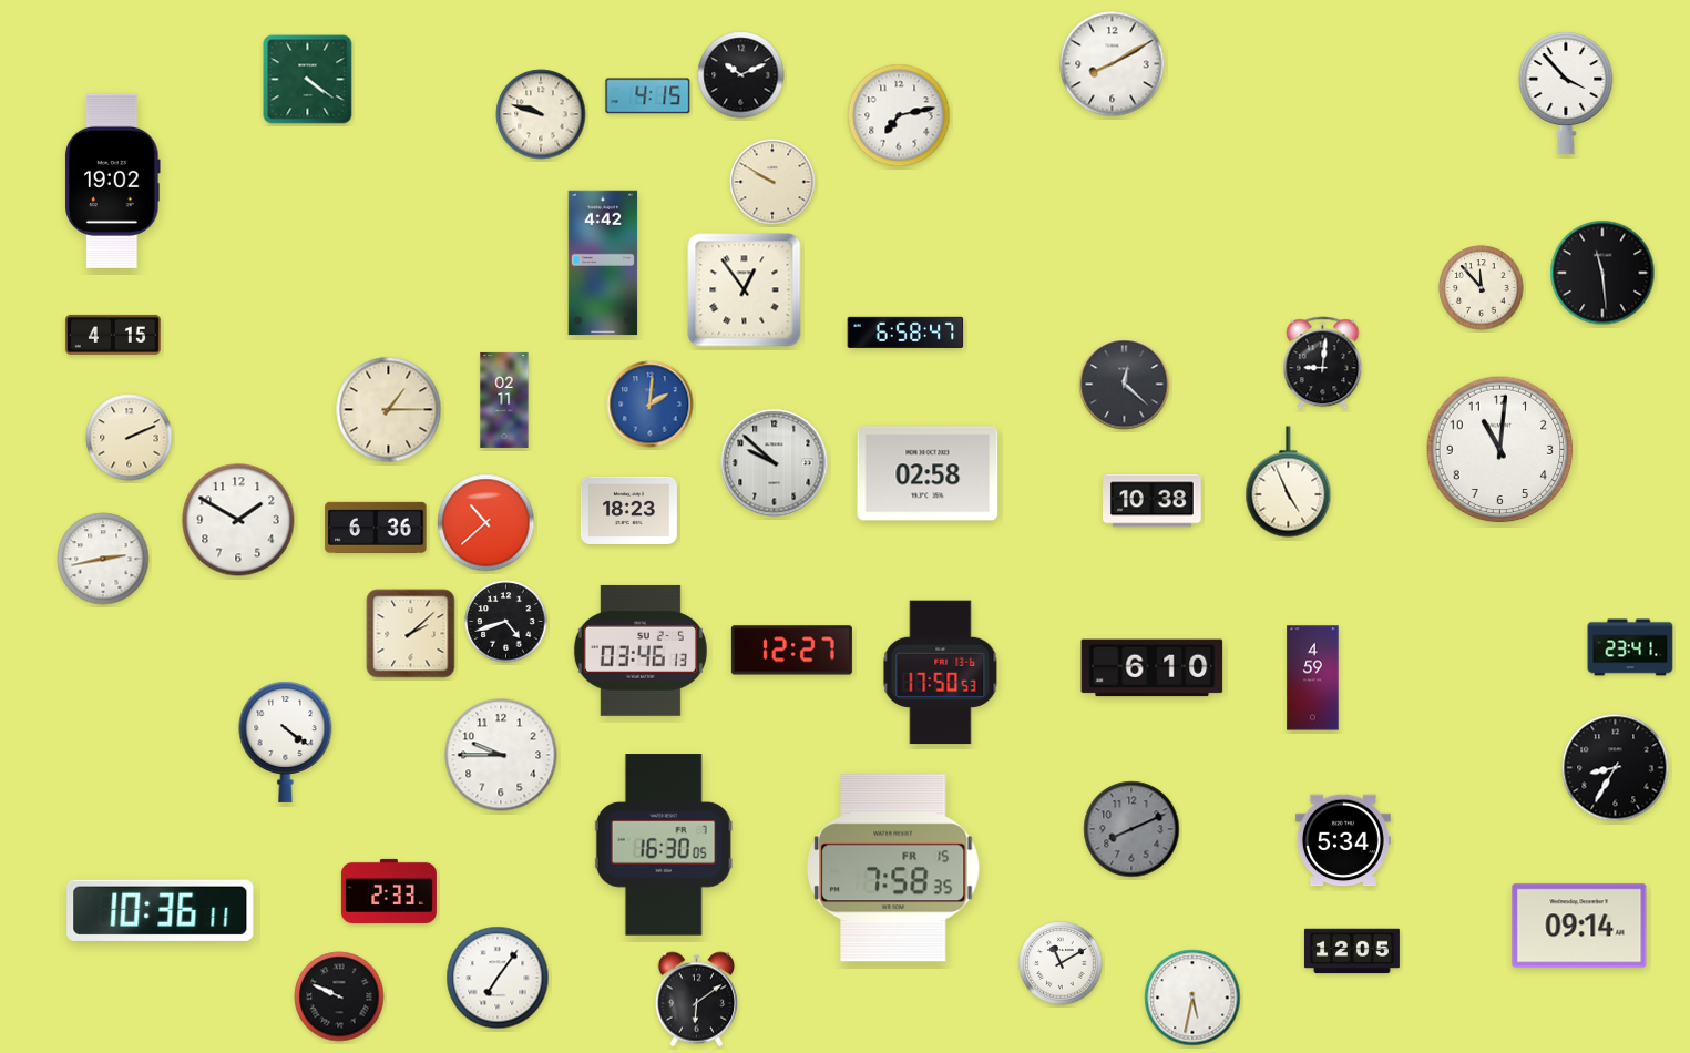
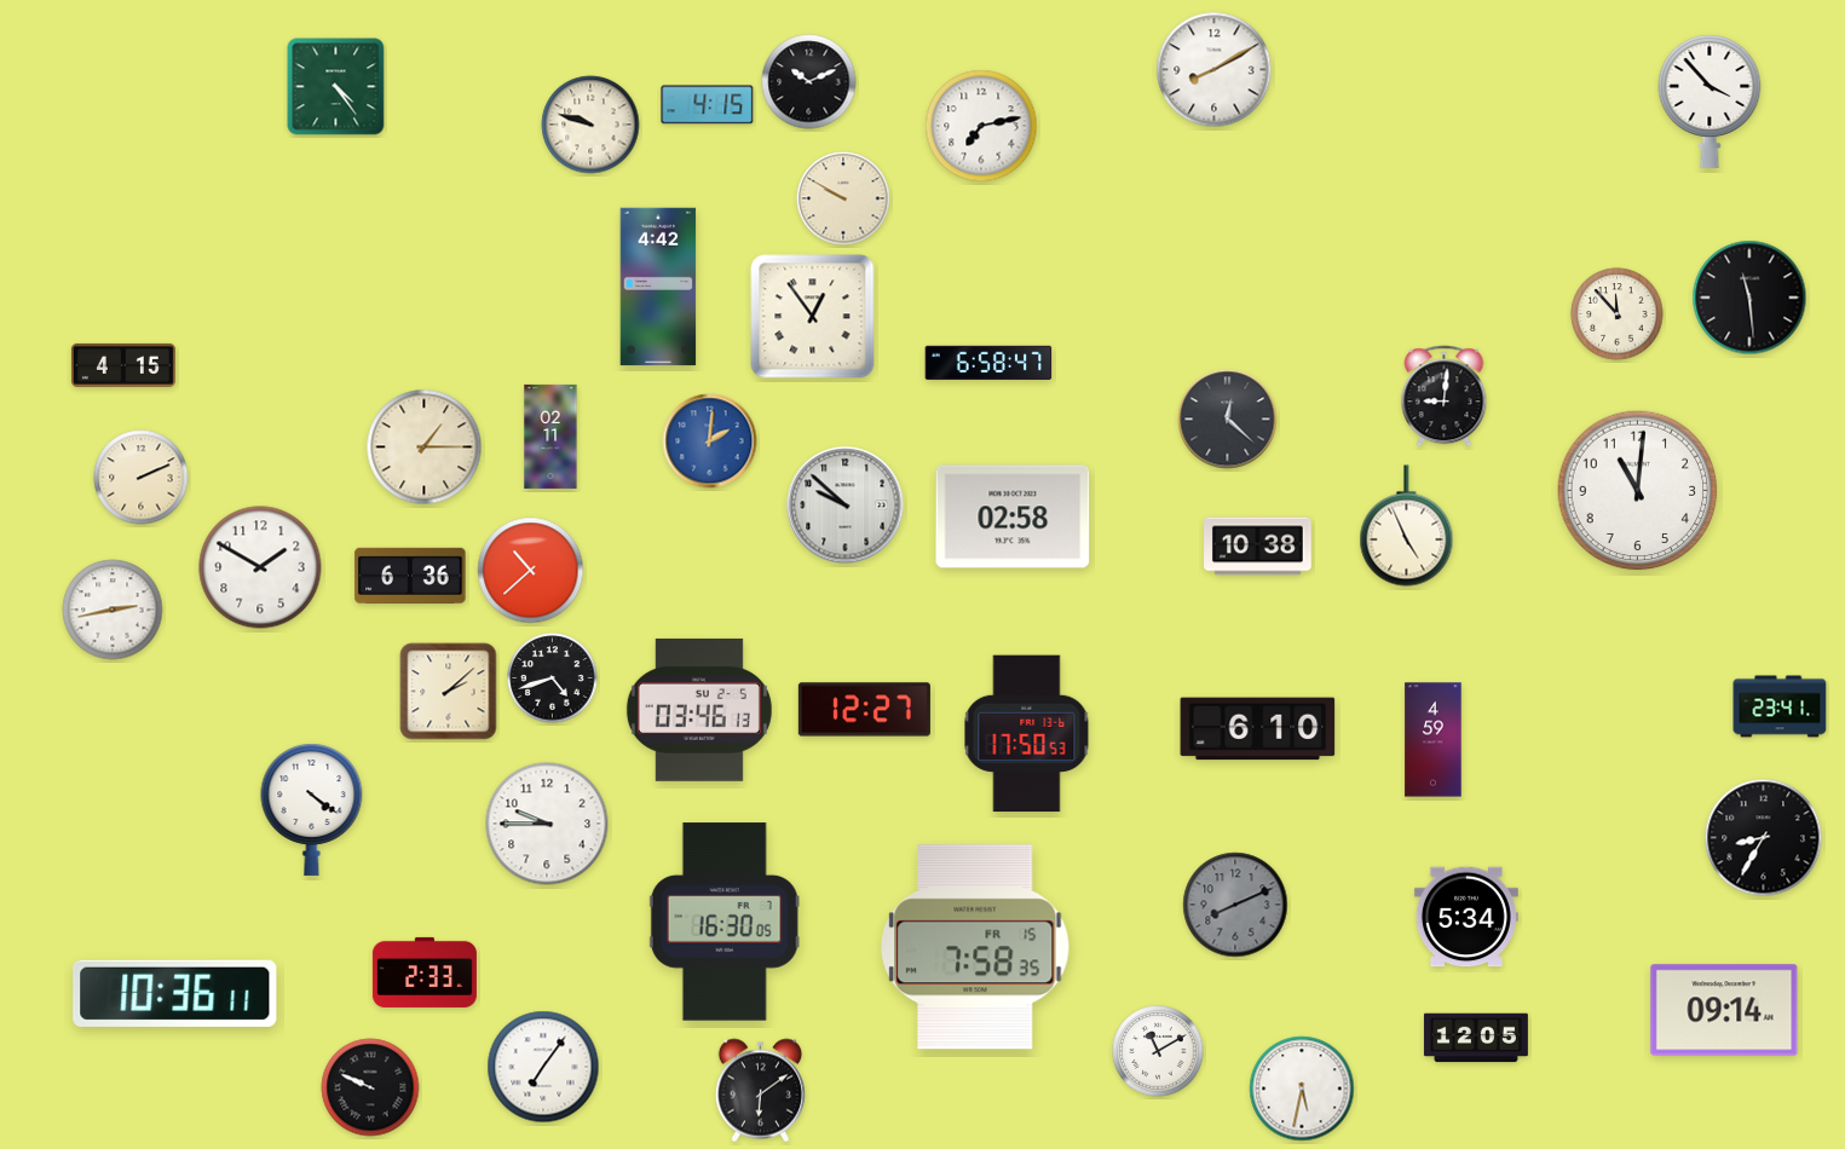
clock at (308, 80): 4:21 -> 4:24
clock at (113, 181): 19:02 -> none
clock at (628, 510): 18:23 -> none
